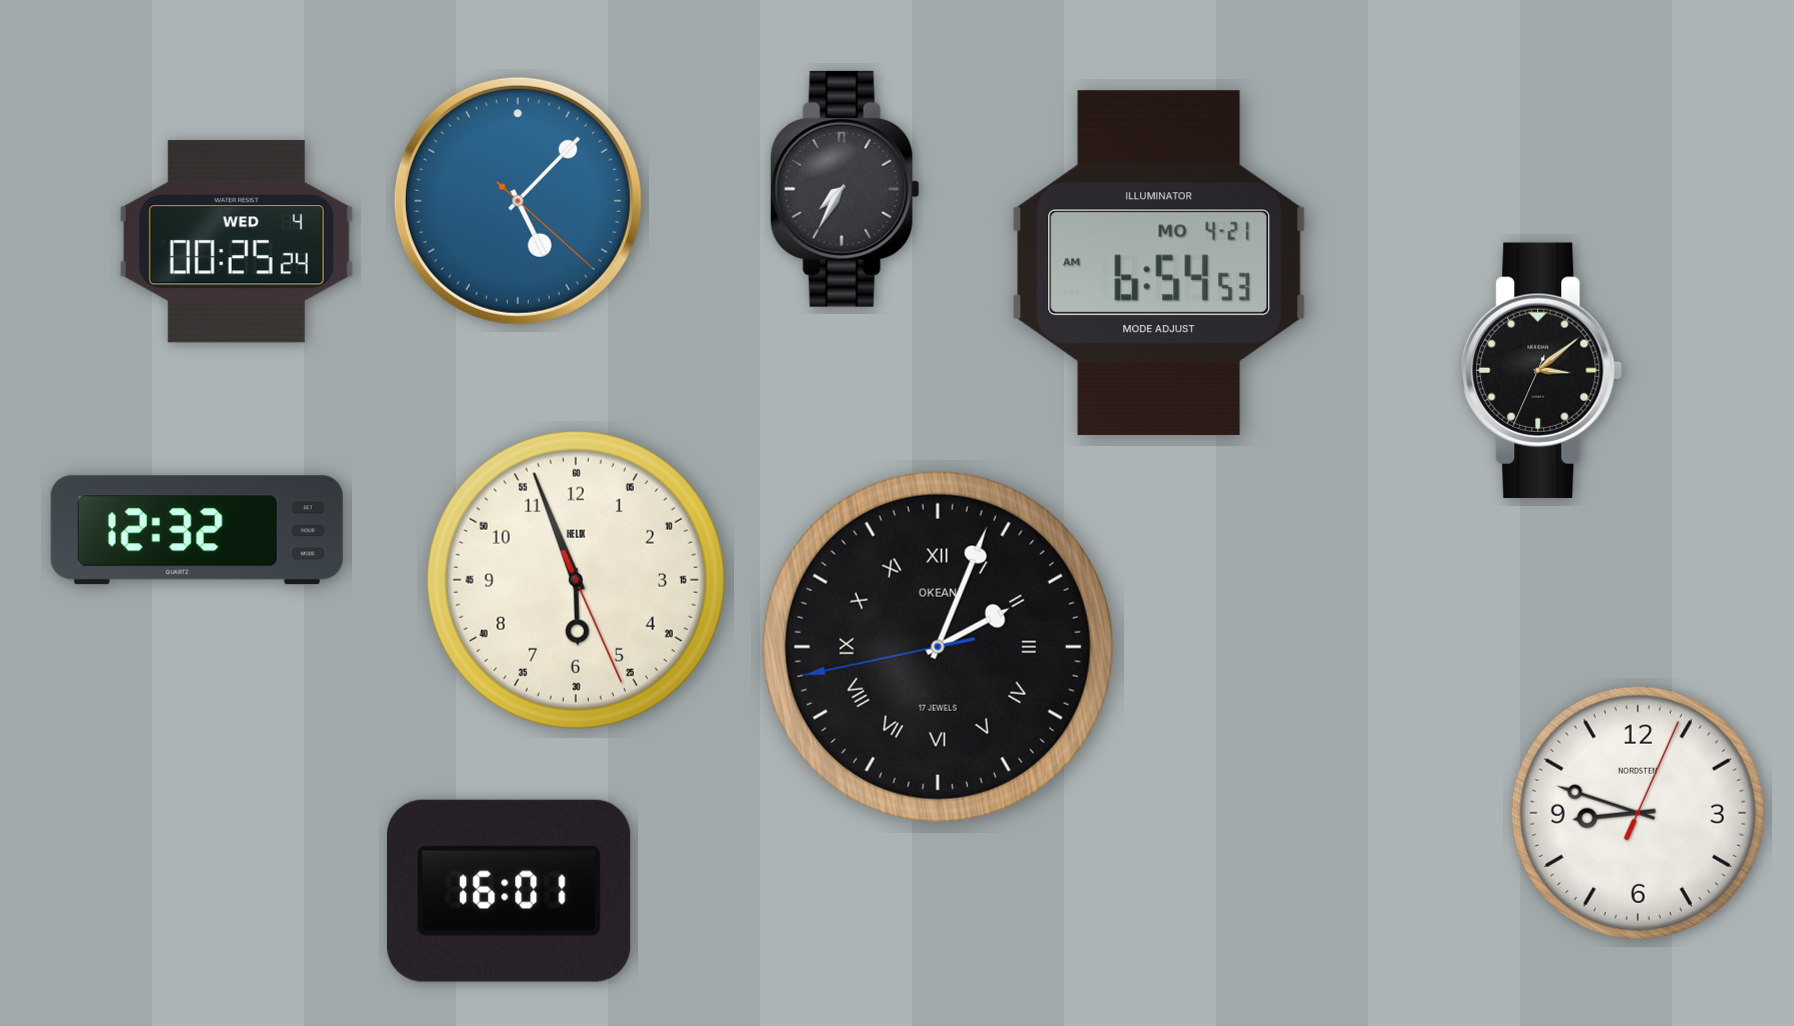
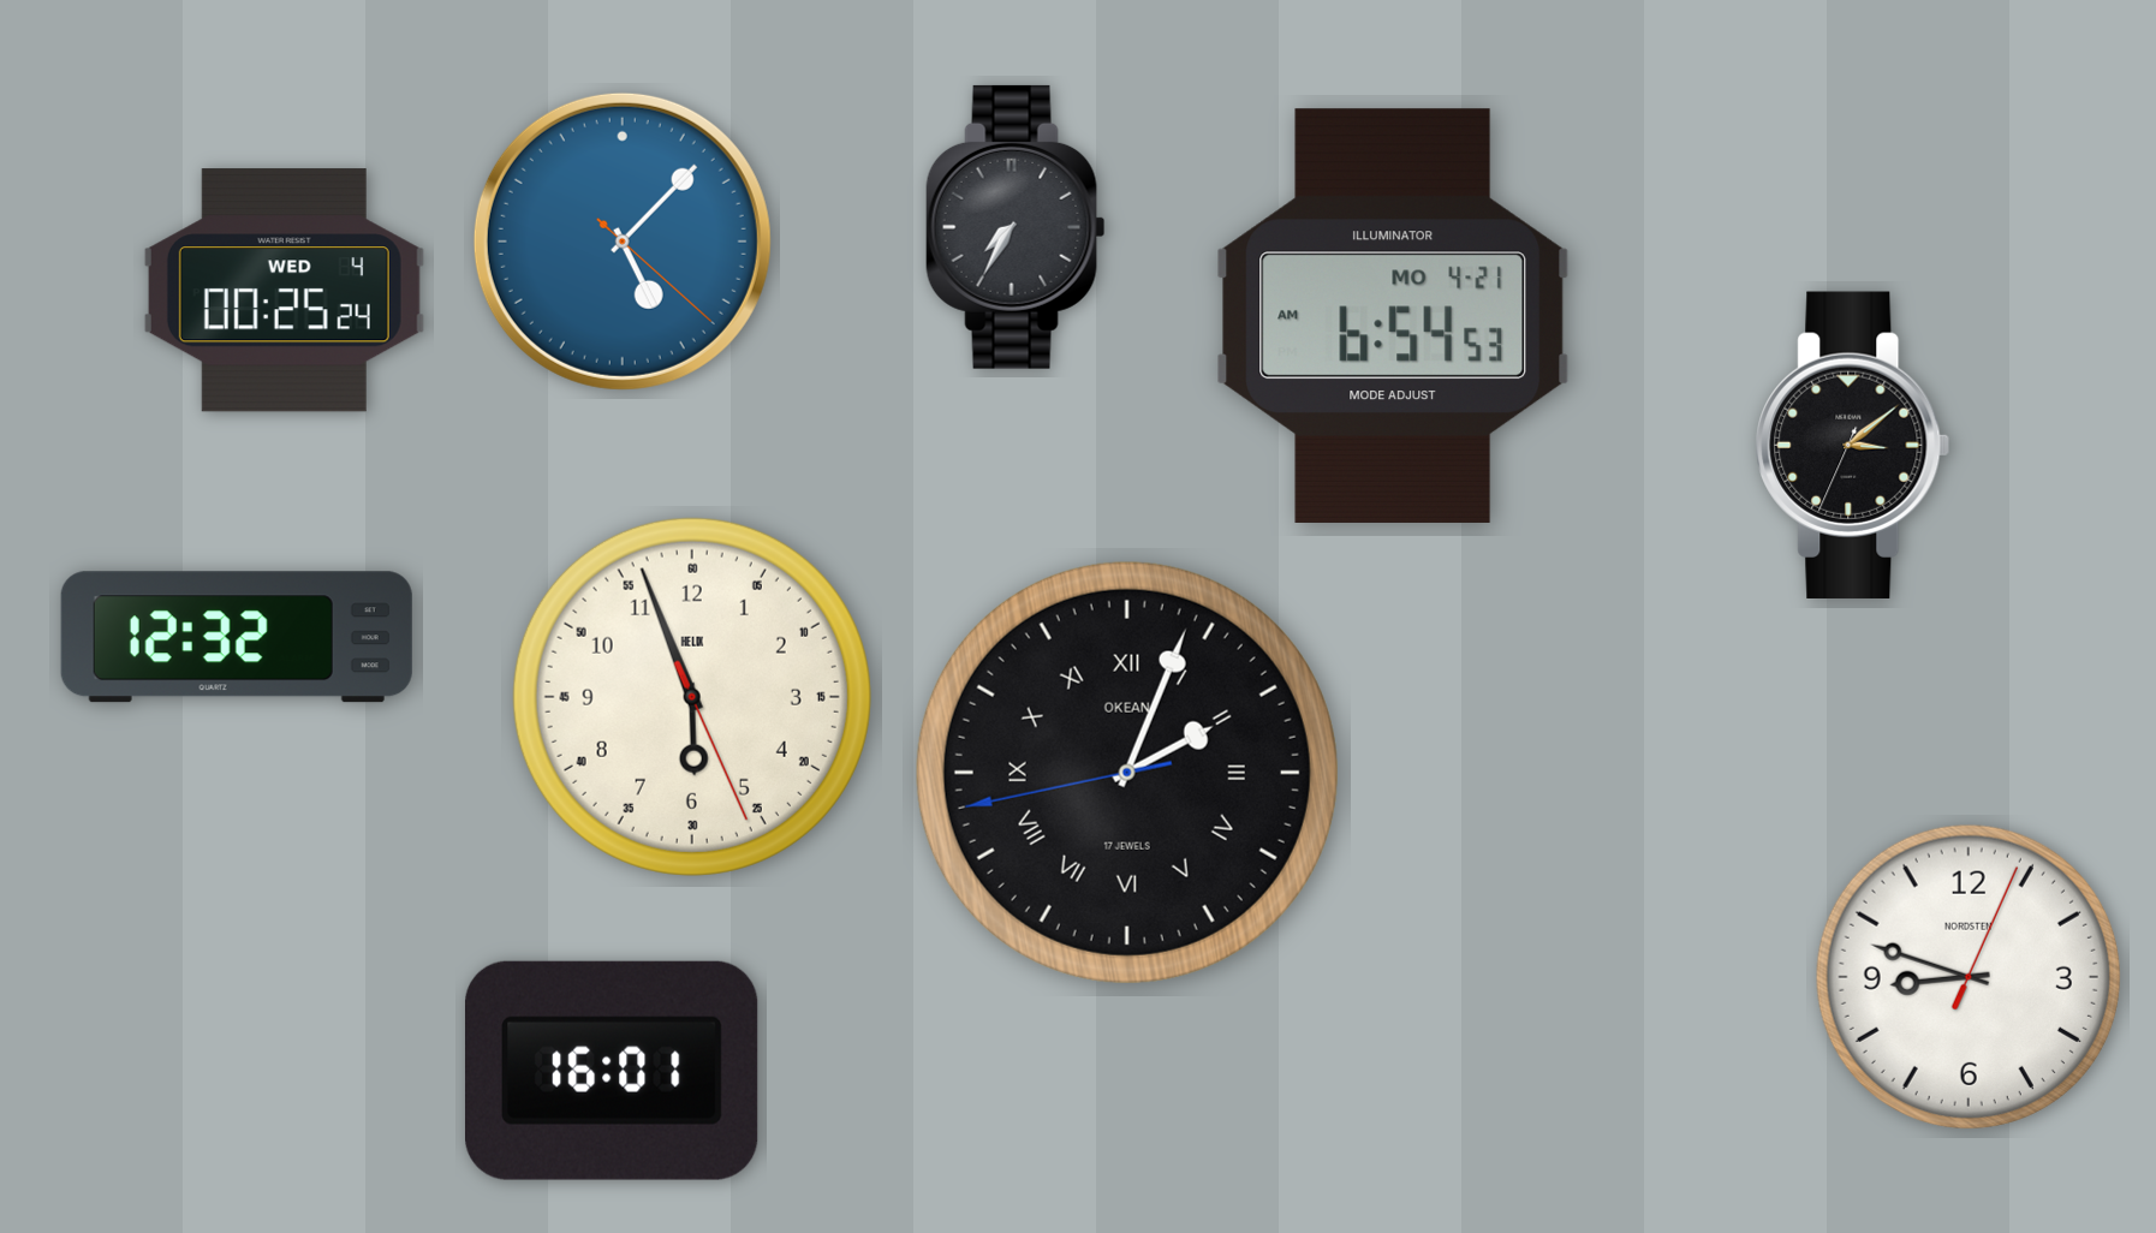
clock at (938, 647) position: (938, 647) -> (1127, 773)
